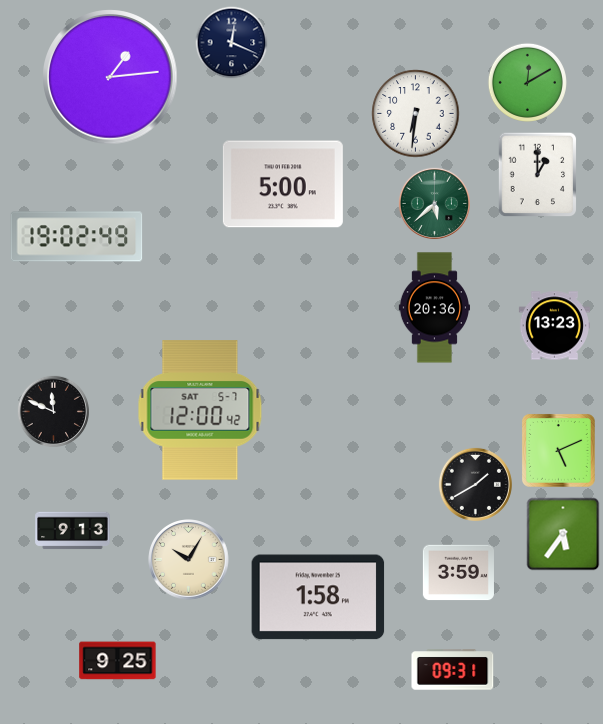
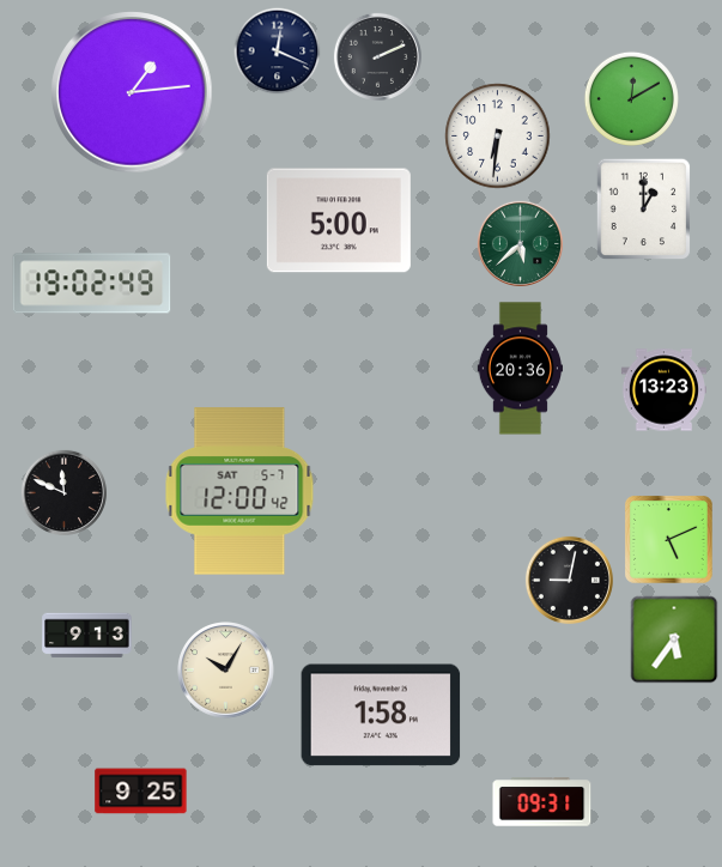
clock at (377, 56): none -> 2:11
clock at (475, 484): 1:40 -> 9:02
clock at (458, 573): 3:59 -> none
